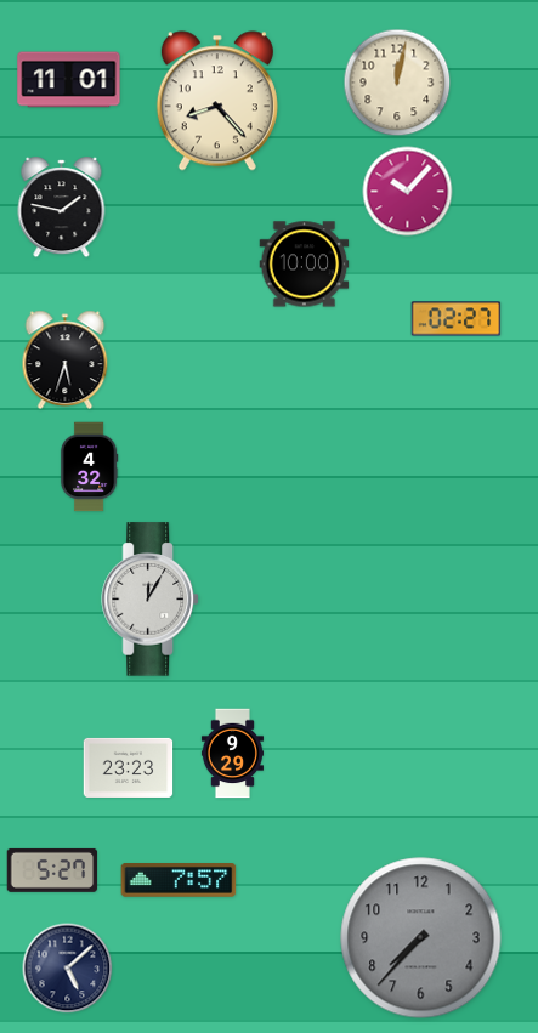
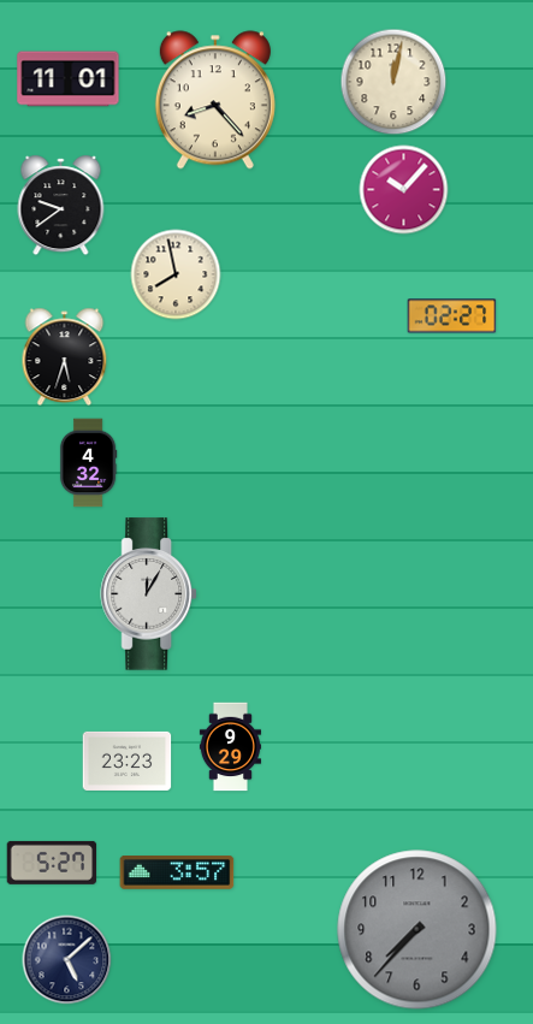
clock at (62, 208): 1:47 -> 9:39
clock at (305, 265): 10:00 -> none
clock at (176, 274): none -> 7:58
clock at (179, 881): 7:57 -> 3:57
